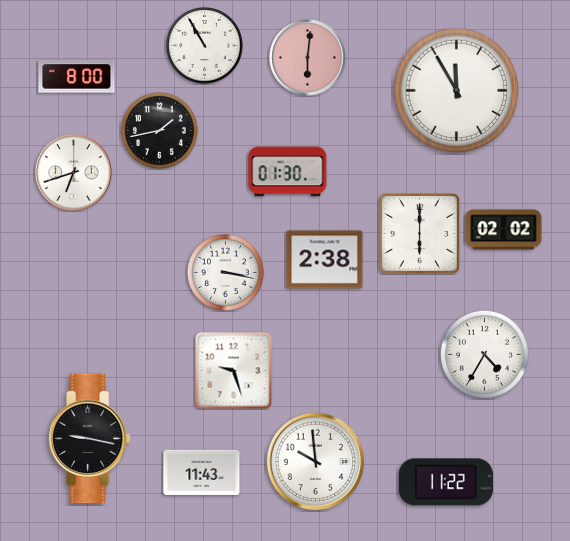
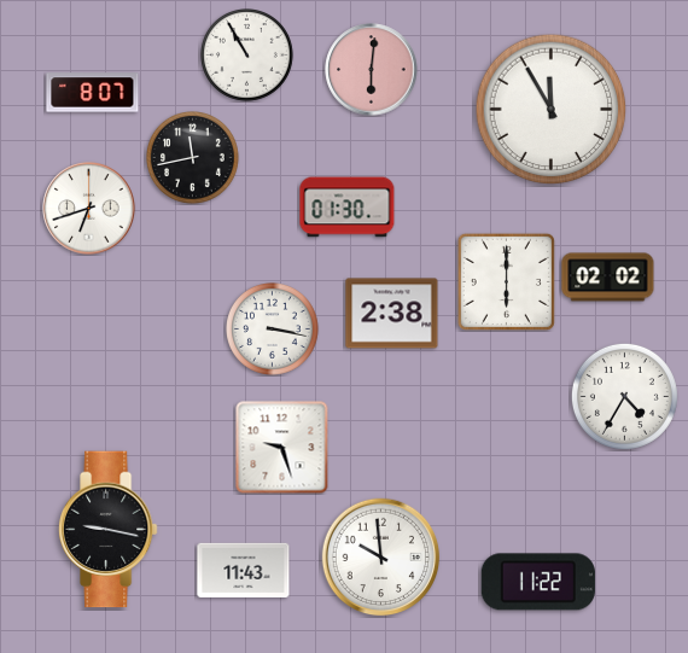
clock at (77, 77): 8:00 -> 8:07
clock at (160, 131): 1:43 -> 11:43
clock at (484, 354) position: (484, 354) -> (624, 396)
